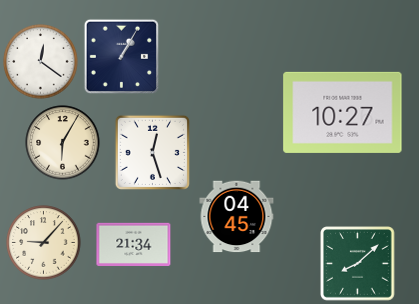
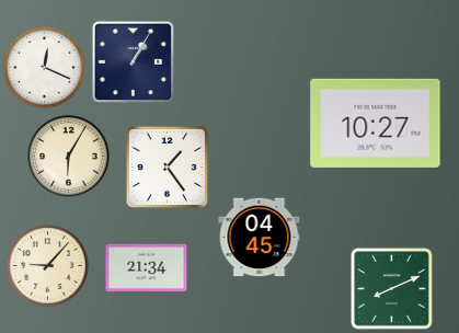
clock at (41, 62): 12:21 -> 12:19
clock at (152, 152): 12:27 -> 1:24
clock at (358, 264): 8:08 -> 8:11
